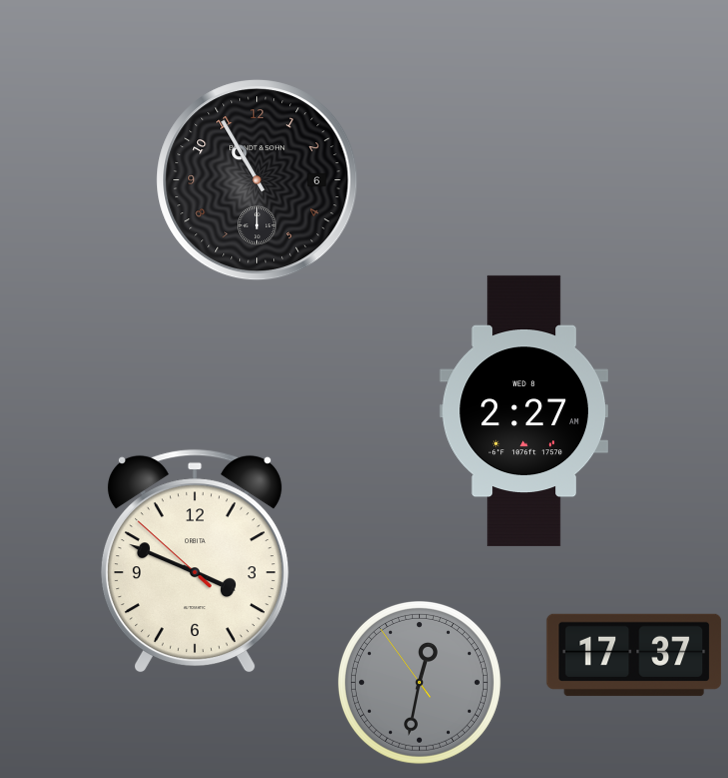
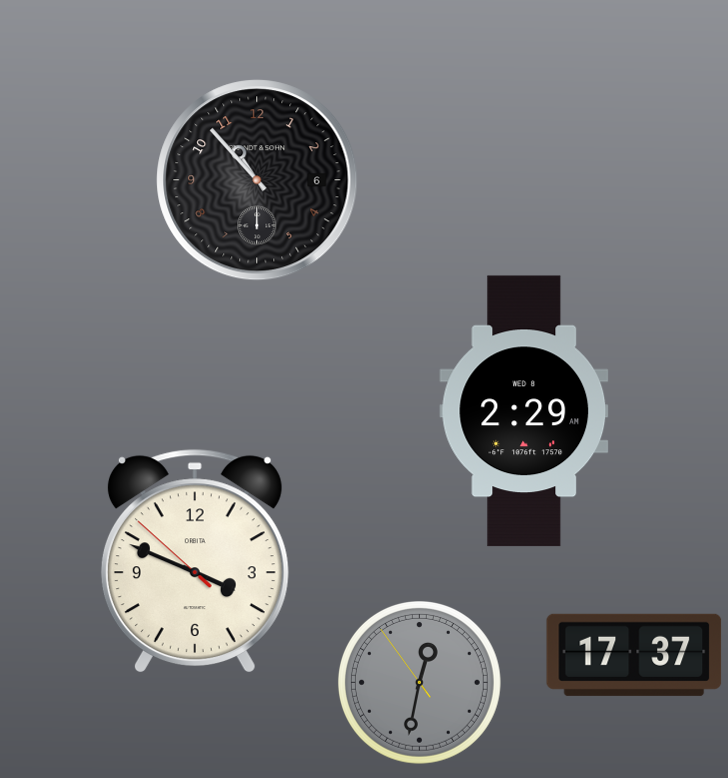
clock at (257, 180): 10:55 -> 10:53
clock at (524, 411): 2:27 -> 2:29
